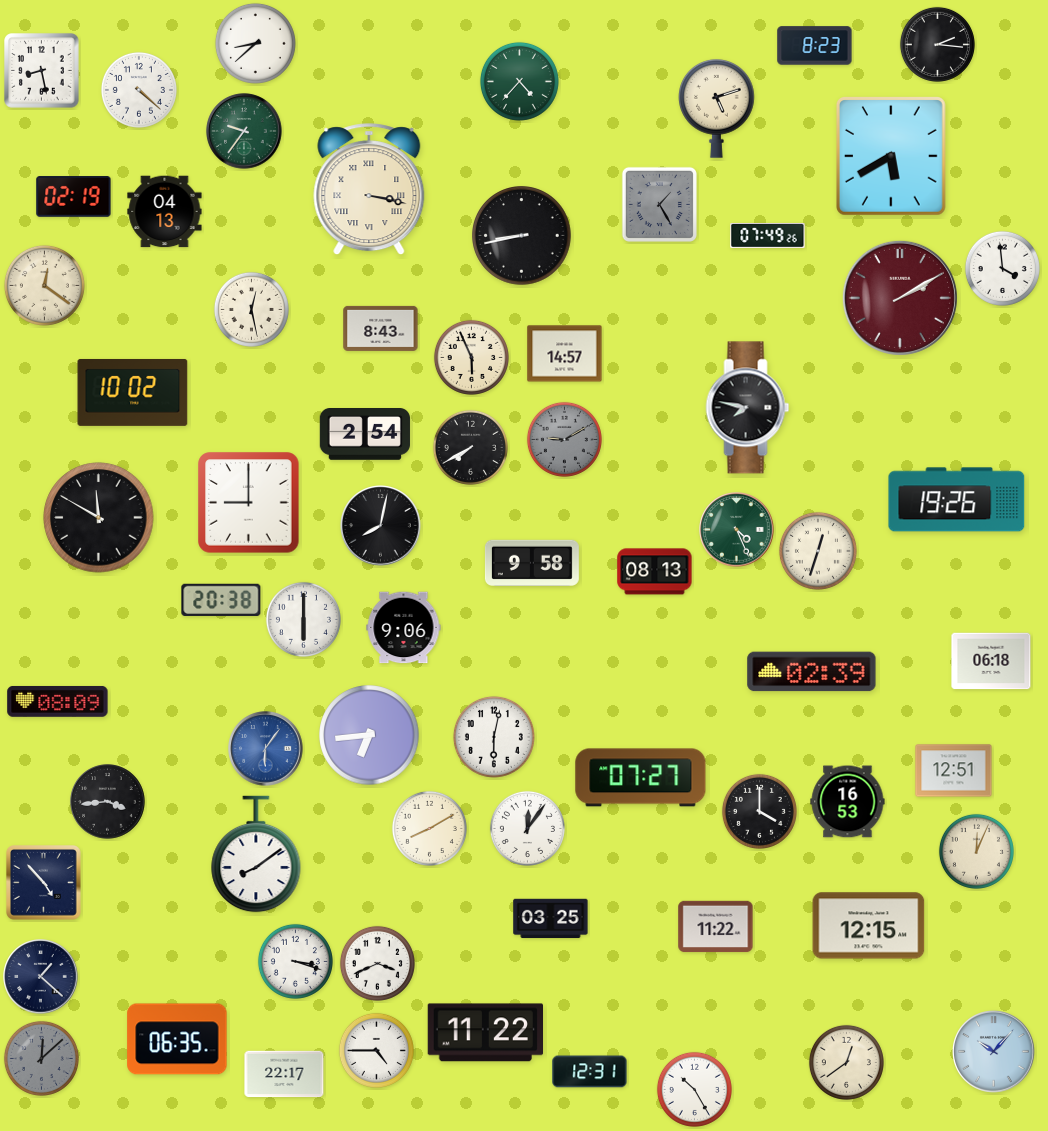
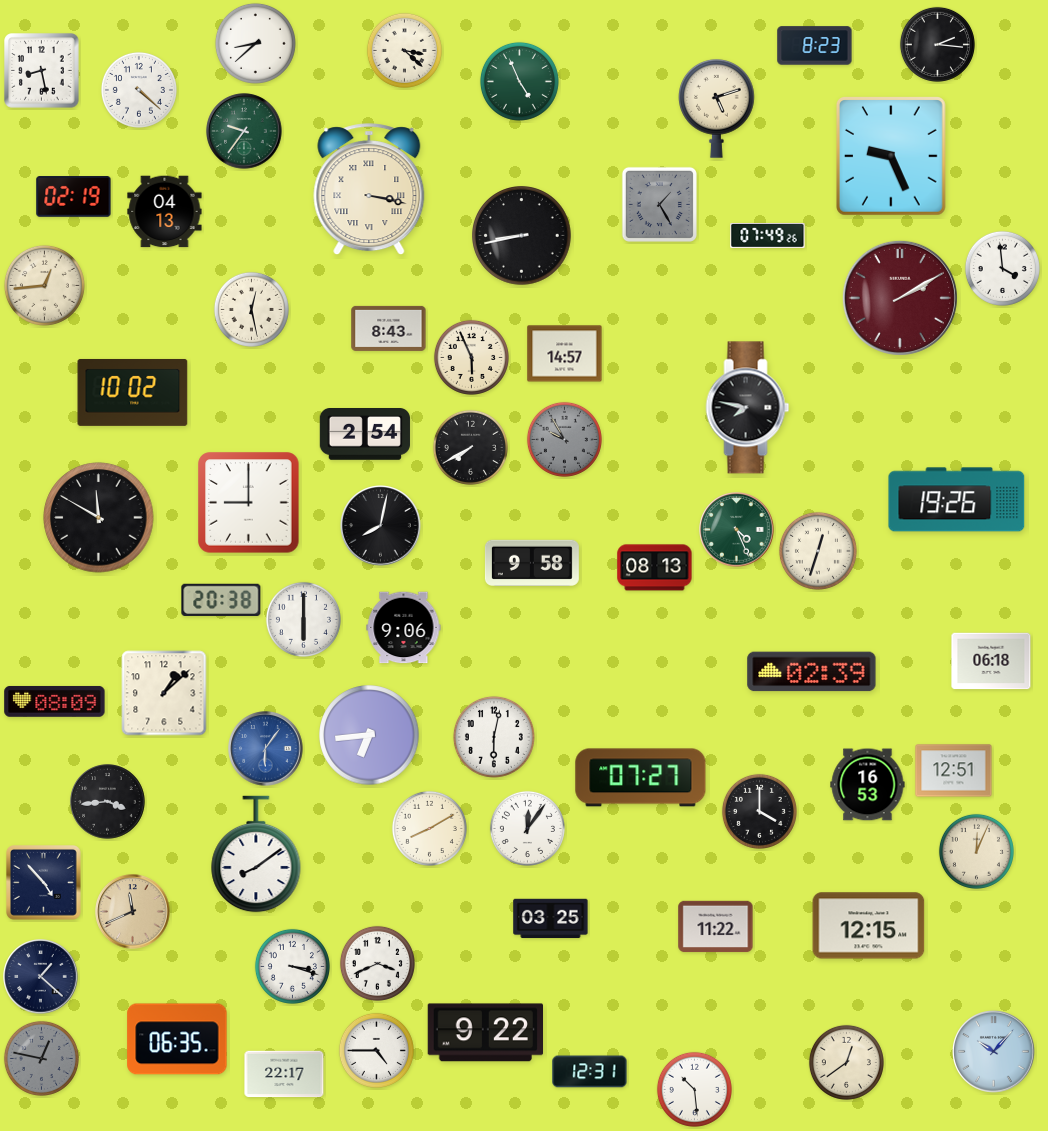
clock at (404, 50): none -> 3:22
clock at (519, 81): 4:37 -> 4:56
clock at (892, 157): 5:40 -> 9:26
clock at (44, 285): 12:21 -> 12:44
clock at (381, 328) position: (381, 328) -> (389, 328)
clock at (564, 439): 9:10 -> 9:55
clock at (655, 572) position: (655, 572) -> (655, 568)
clock at (164, 693): none -> 1:08
clock at (58, 701) position: (58, 701) -> (55, 701)
clock at (848, 802) position: (848, 802) -> (868, 785)
clock at (133, 912): none -> 11:41
clock at (295, 961) position: (295, 961) -> (292, 966)
clock at (485, 1033): 11:22 -> 9:22
clock at (41, 1058): 12:08 -> 12:47
clock at (694, 1089): 10:25 -> 10:29
